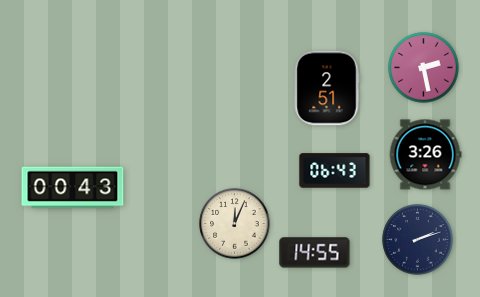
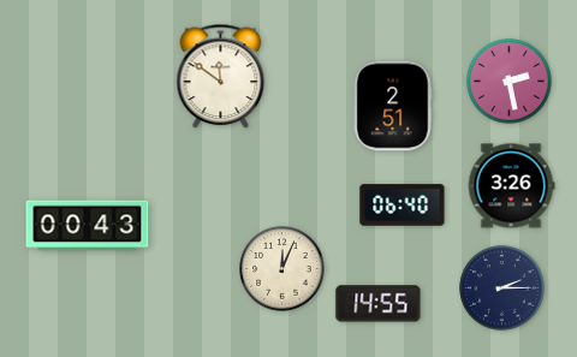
clock at (221, 77): none -> 11:51
clock at (335, 171): 06:43 -> 06:40
clock at (418, 240): 2:12 -> 2:15
